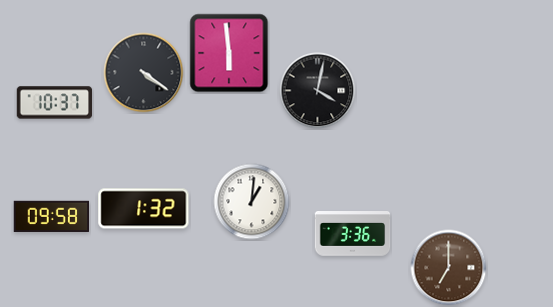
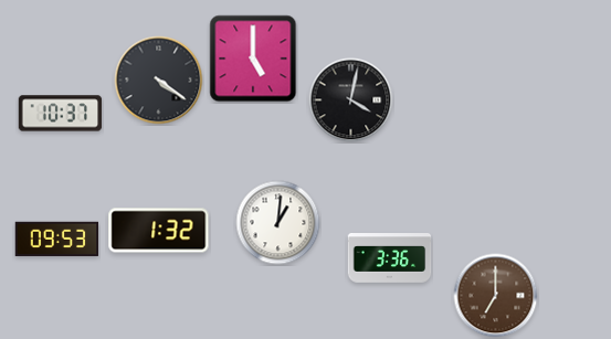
clock at (229, 53): 5:59 -> 5:00
clock at (51, 216): 09:58 -> 09:53
